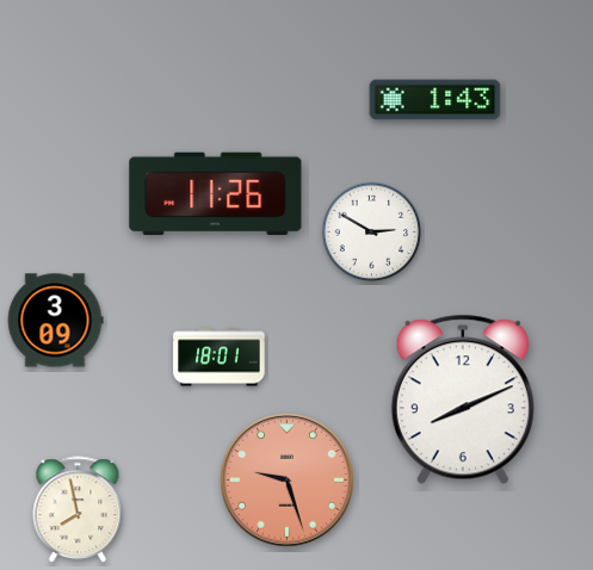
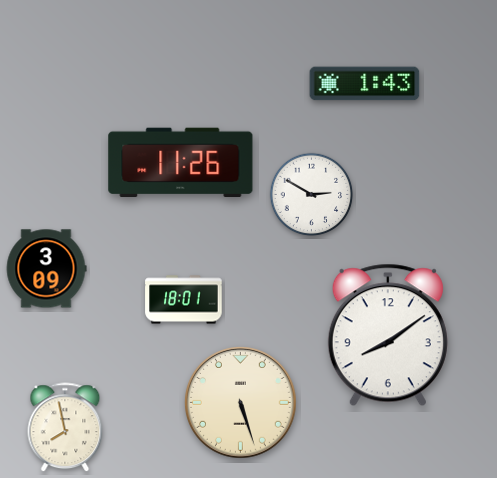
clock at (463, 399): 8:11 -> 8:09
clock at (286, 479): 9:27 -> 5:27
clock at (286, 479) dial: salmon -> cream
